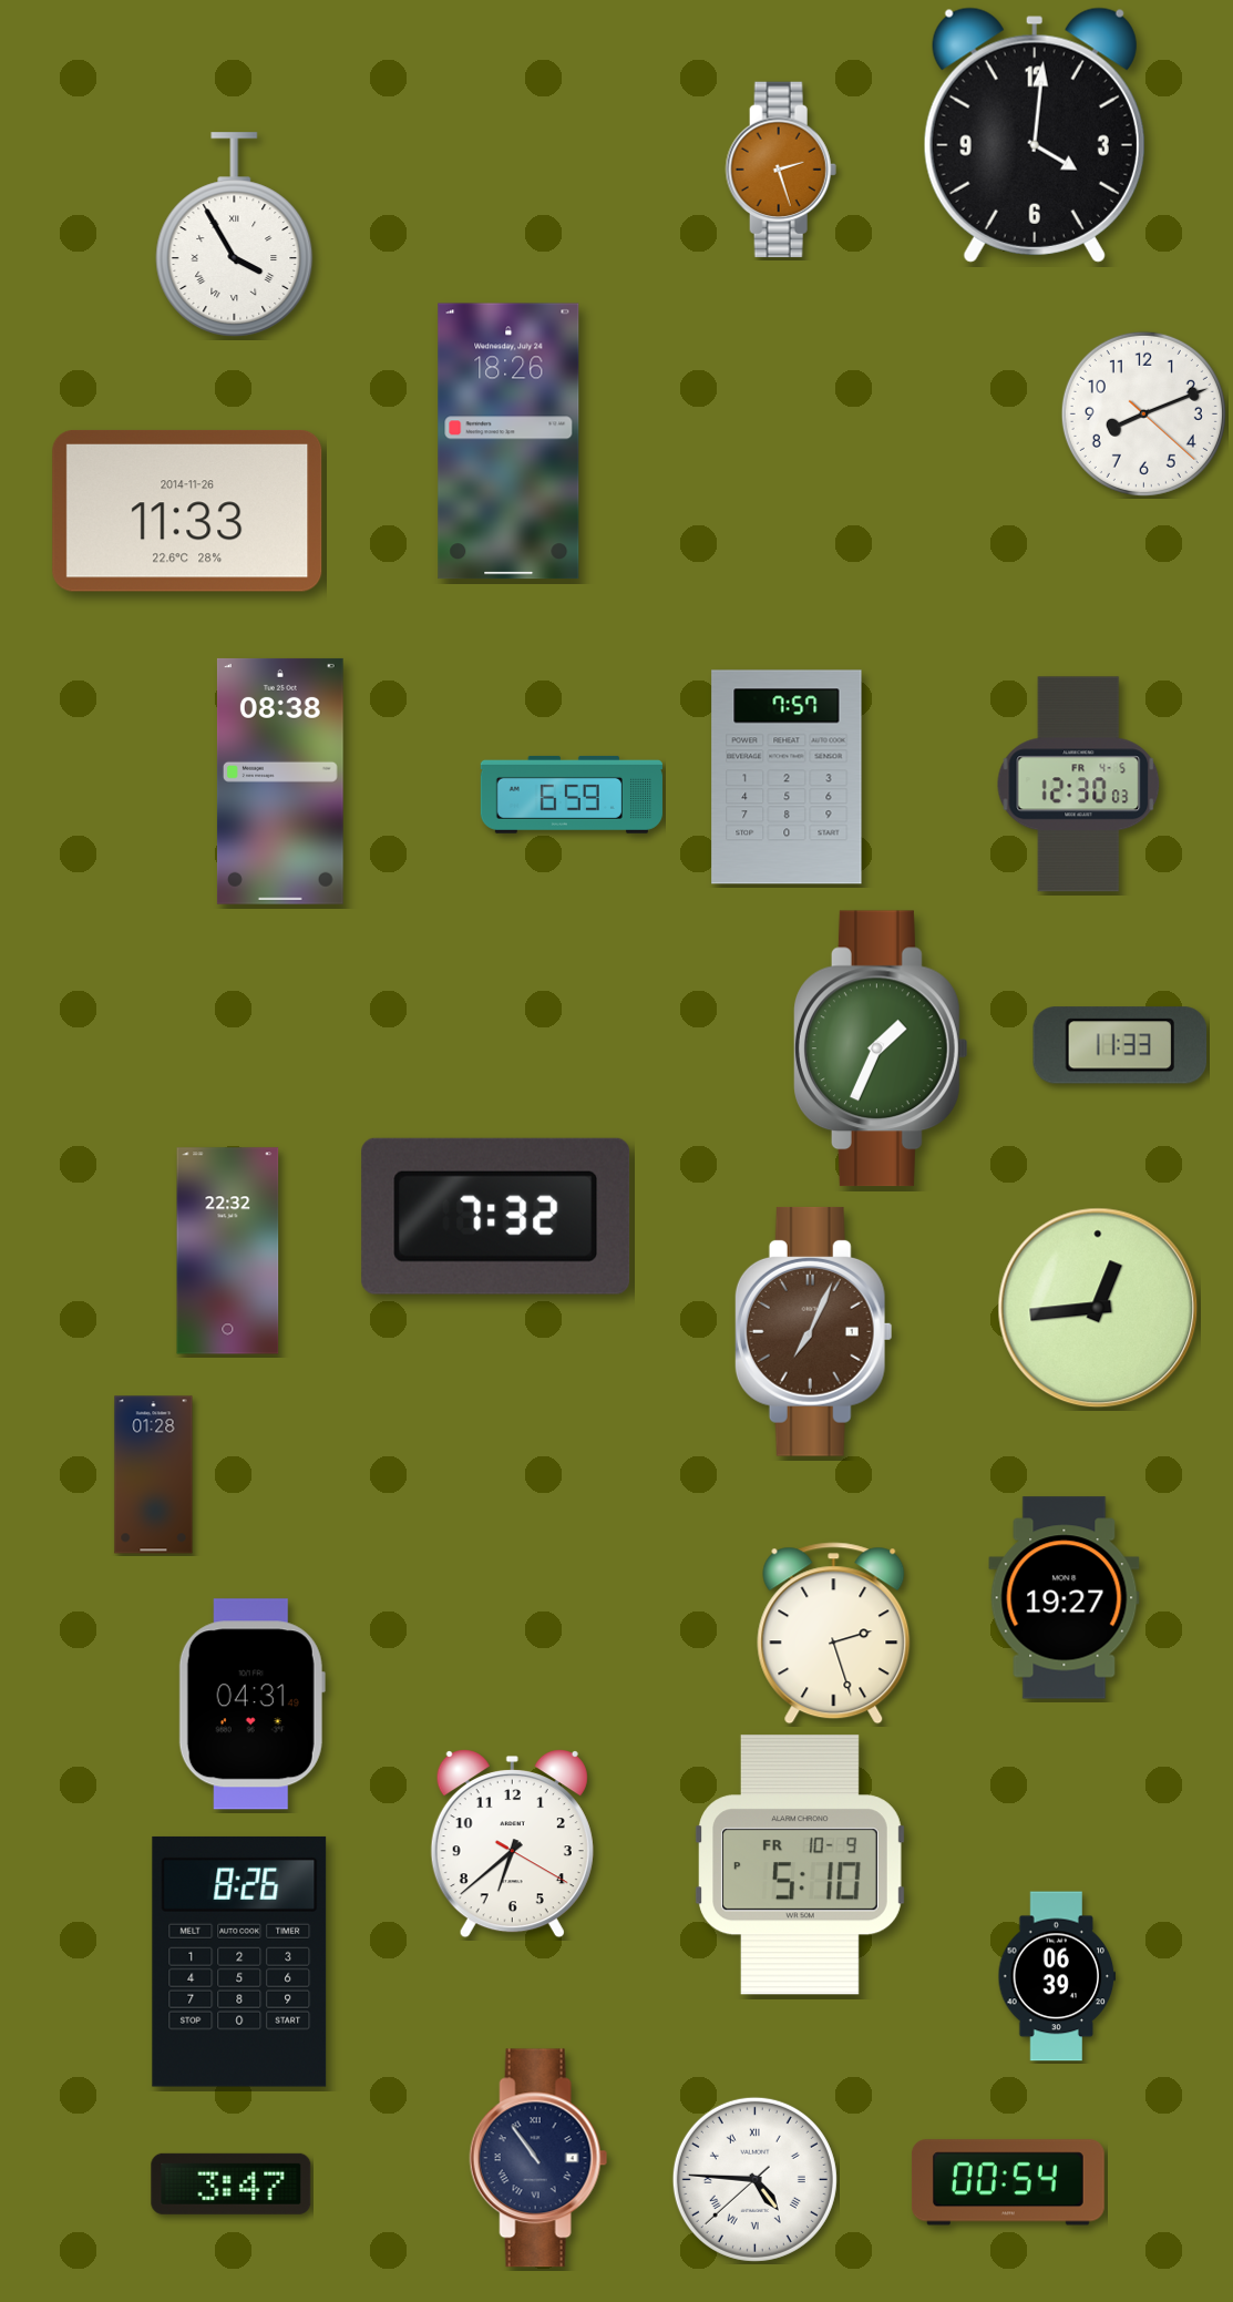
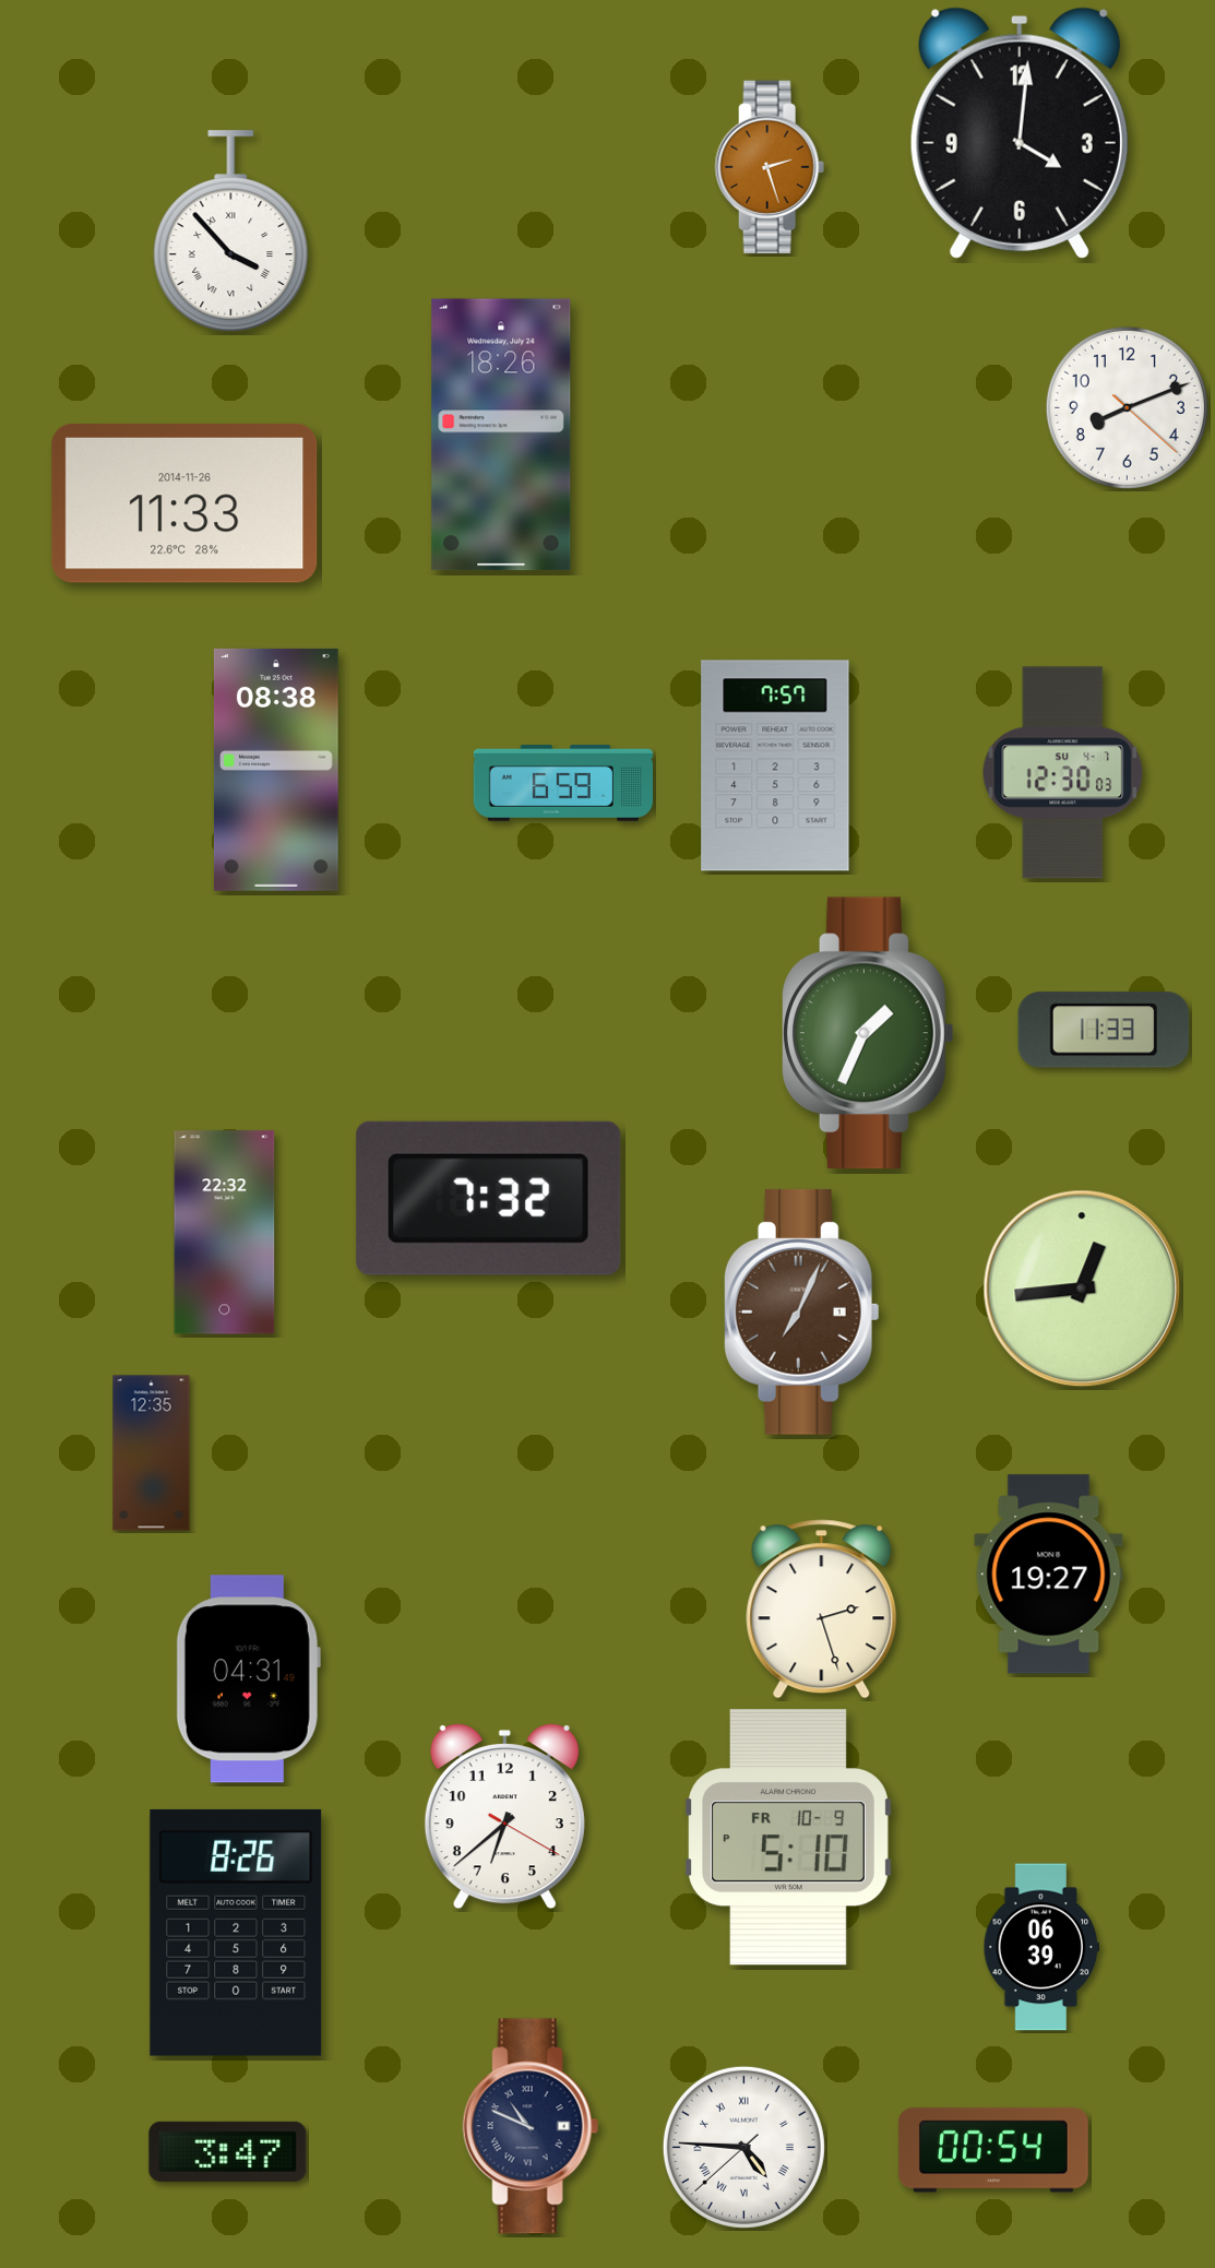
clock at (235, 235): 3:55 -> 3:53
clock at (1079, 785) date: FR 4-5 -> SU 4-7
clock at (154, 1475): 01:28 -> 12:35
clock at (538, 2158): 10:54 -> 10:49
